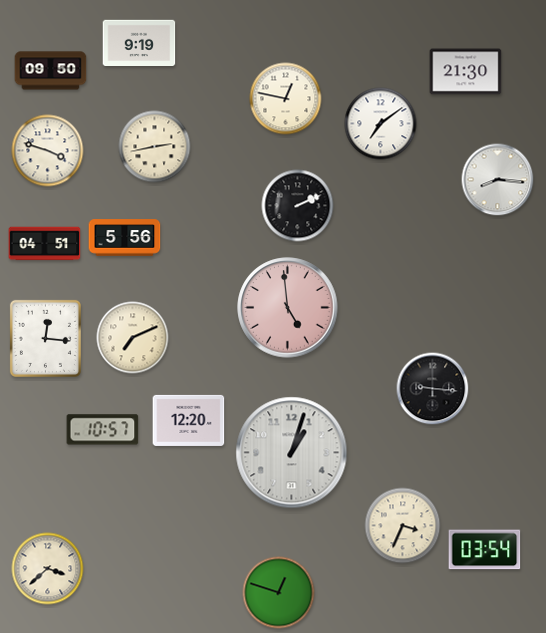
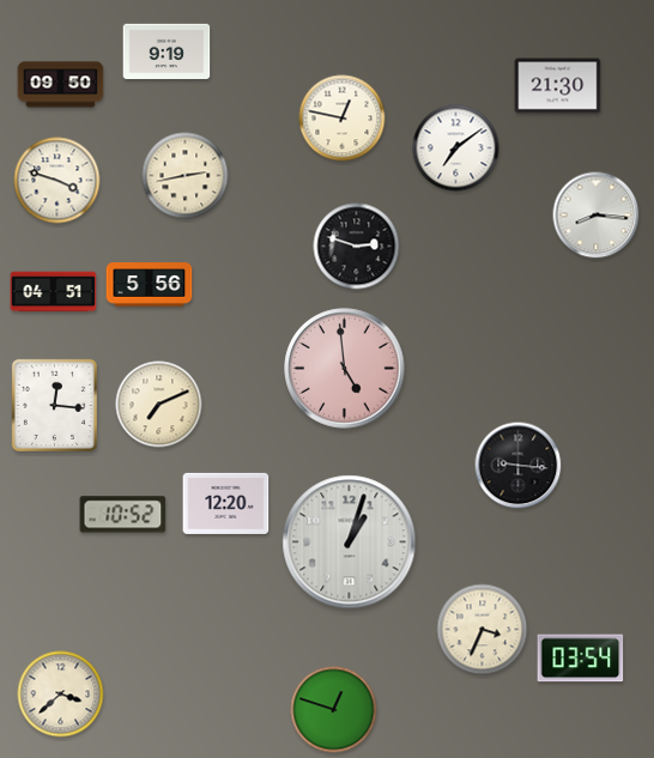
clock at (298, 206): 2:11 -> 2:48
clock at (103, 430): 10:57 -> 10:52
clock at (48, 569) position: (48, 569) -> (61, 695)
